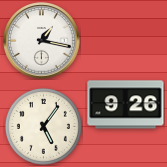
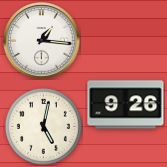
clock at (42, 41): 1:17 -> 1:16
clock at (43, 126): 5:06 -> 5:02
